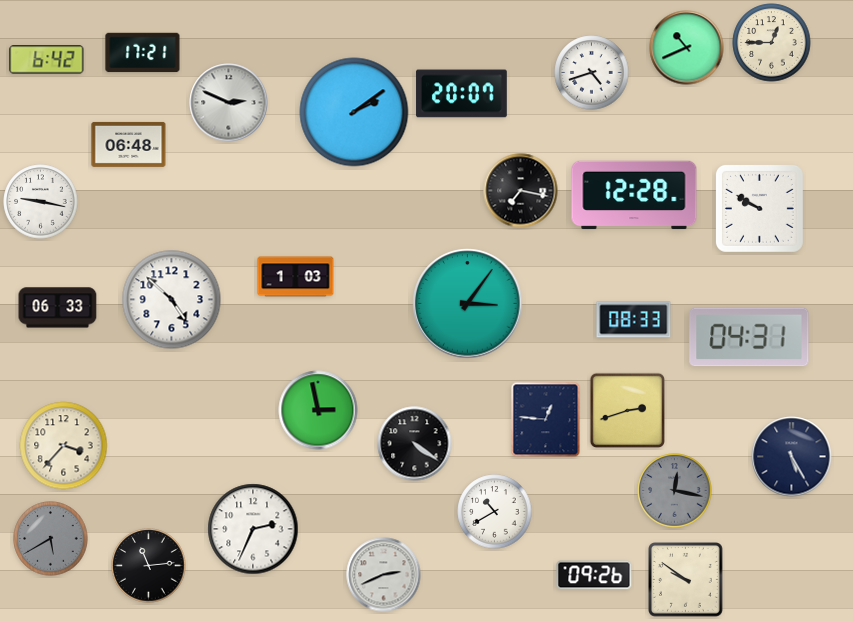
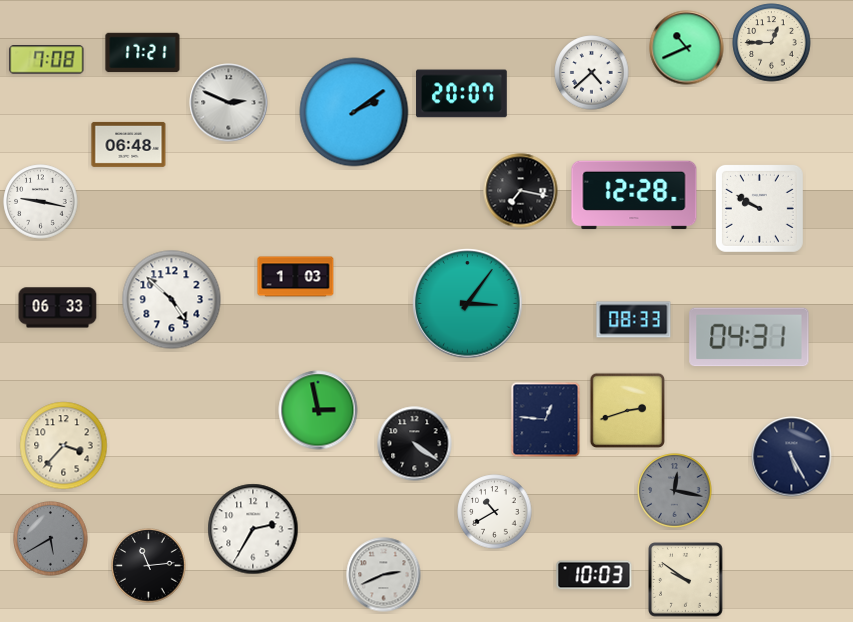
clock at (47, 60): 6:42 -> 7:08
clock at (592, 73): 4:42 -> 4:38
clock at (253, 529): 2:34 -> 2:35
clock at (594, 575): 09:26 -> 10:03
